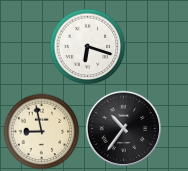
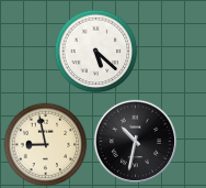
clock at (88, 47): 6:18 -> 5:22
clock at (123, 128): 10:36 -> 10:32
